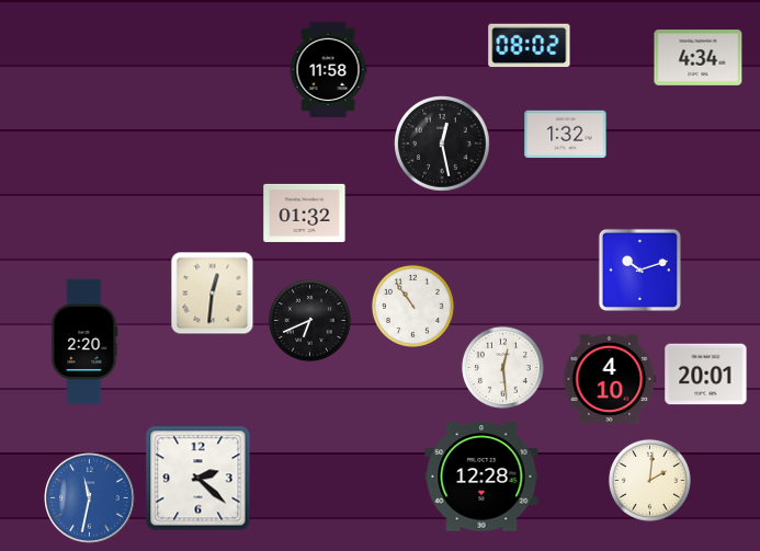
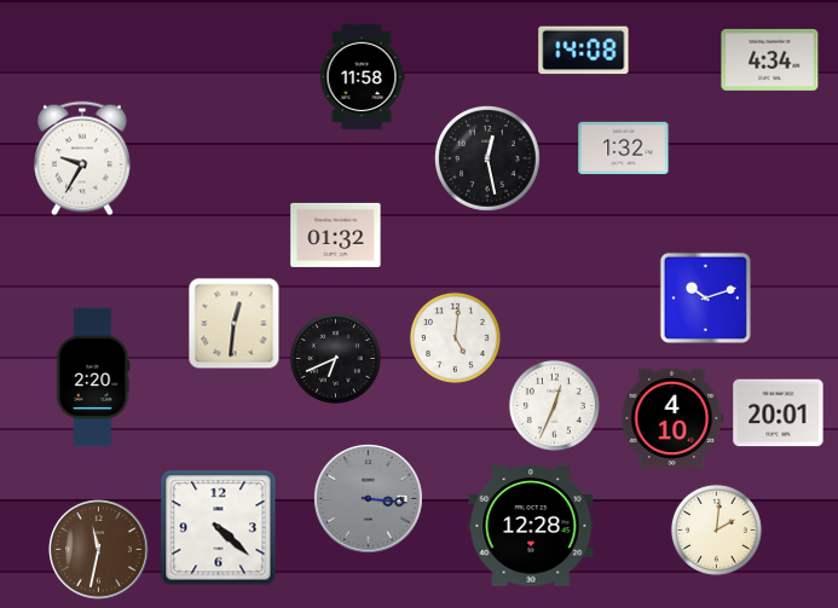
clock at (530, 46): 08:02 -> 14:08
clock at (699, 57) position: (699, 57) -> (770, 59)
clock at (82, 158): none -> 9:35
clock at (412, 306): 10:54 -> 5:01
clock at (309, 320) position: (309, 320) -> (335, 358)
clock at (502, 367): 12:29 -> 12:34
clock at (369, 499): none -> 3:16
clock at (198, 479): 2:22 -> 4:22
clock at (90, 498) dial: blue -> brown
